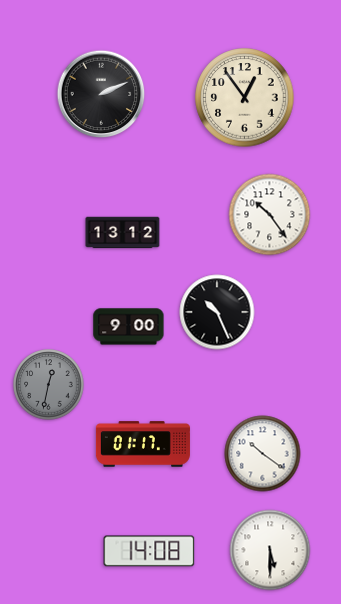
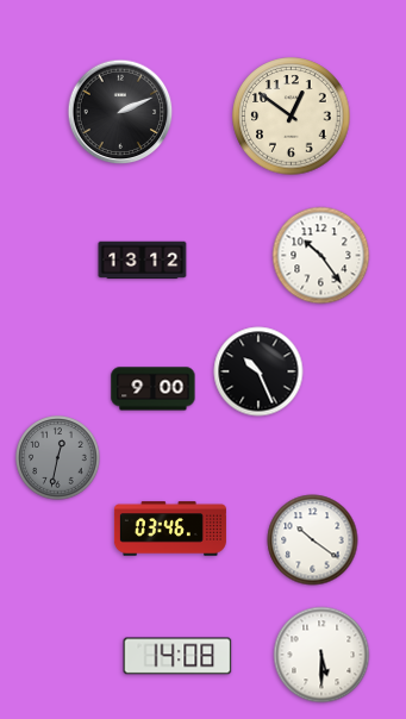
clock at (245, 98): 12:54 -> 12:51
clock at (123, 233) position: (123, 233) -> (143, 261)
clock at (143, 444): 01:17 -> 03:46
